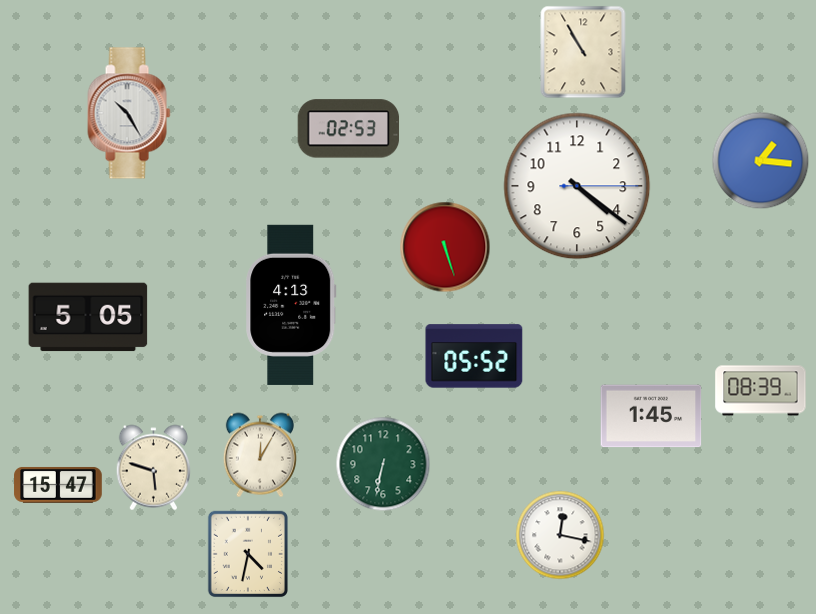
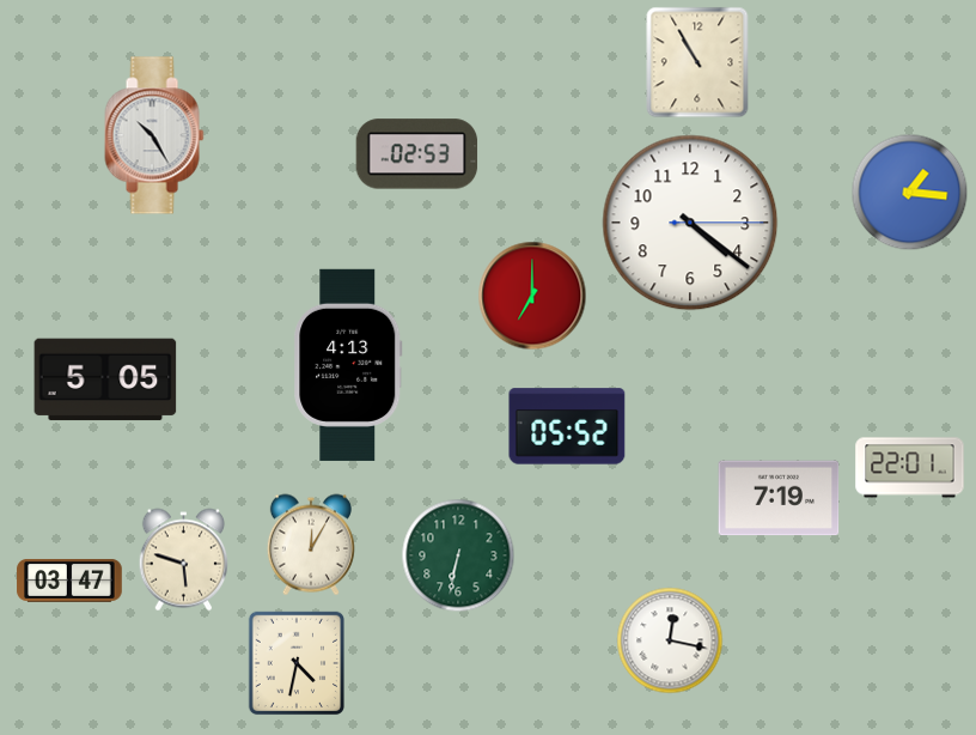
clock at (445, 247): 5:27 -> 7:00
clock at (761, 391): 08:39 -> 22:01
clock at (651, 416): 1:45 -> 7:19
clock at (58, 485): 15:47 -> 03:47
